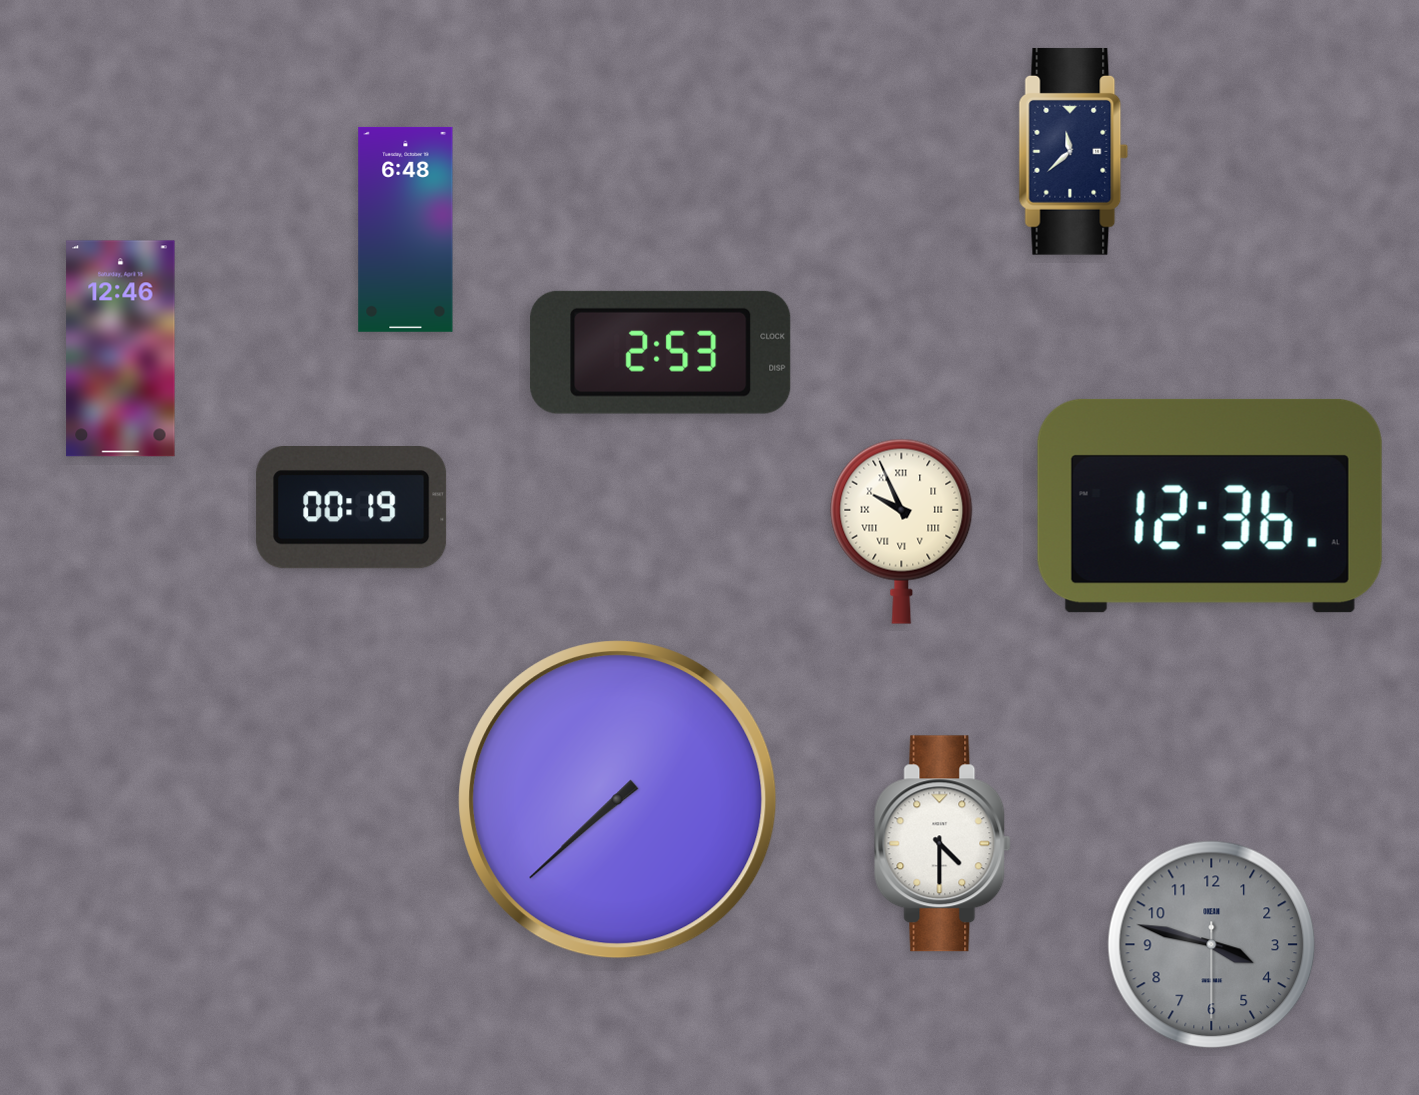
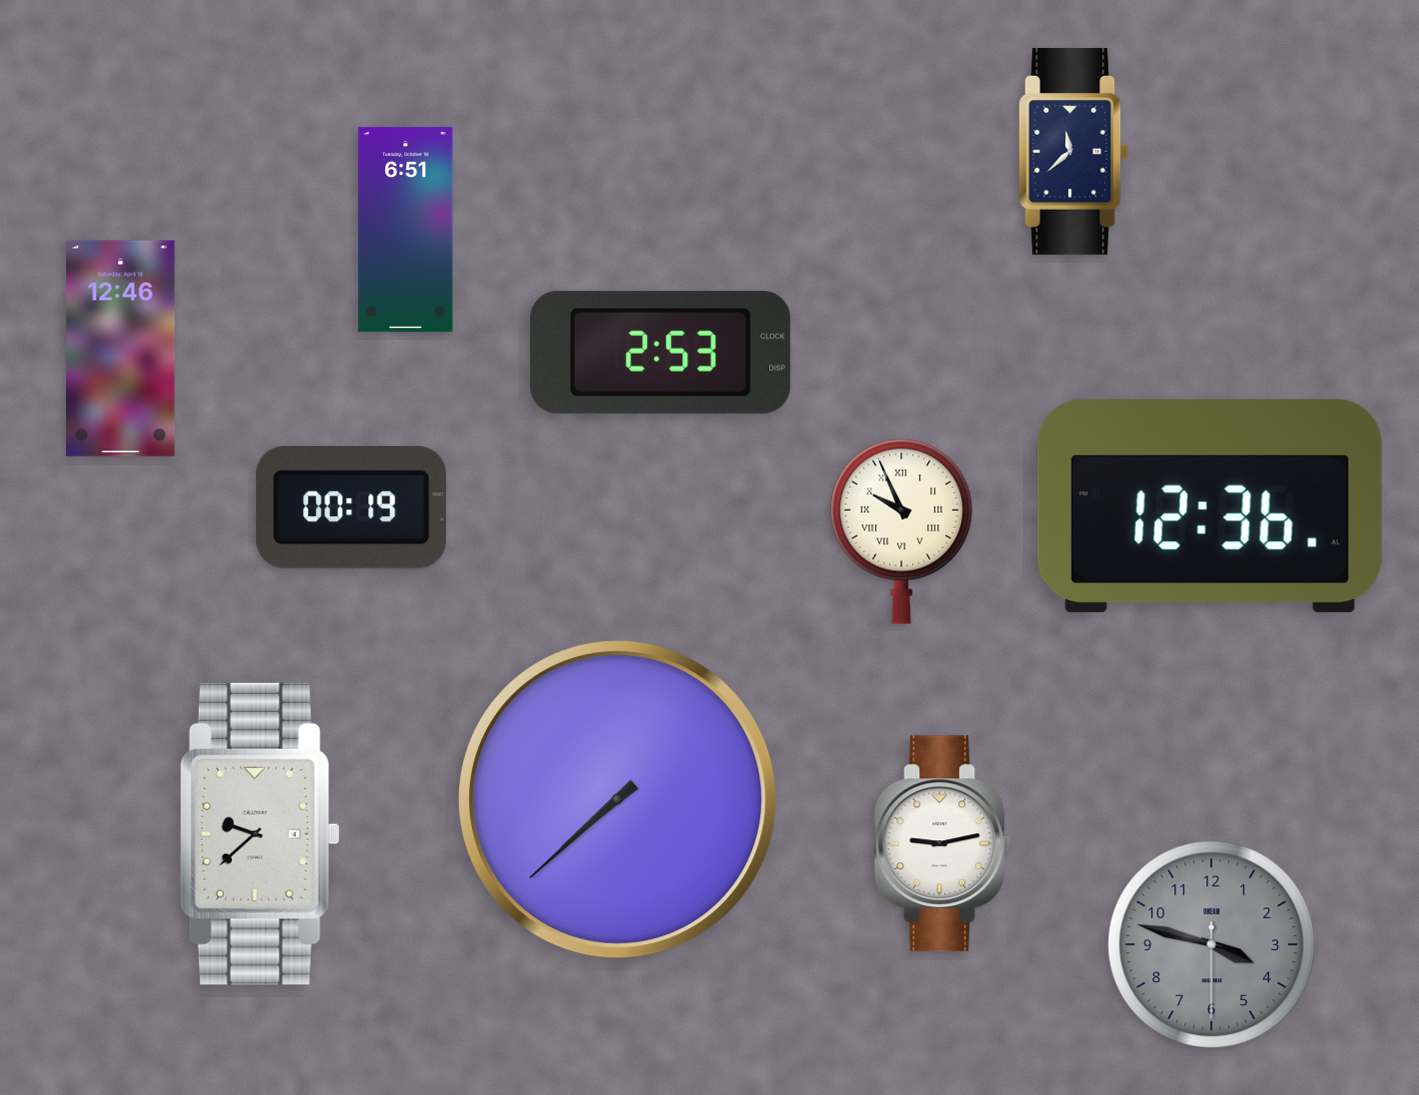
clock at (406, 229): 6:48 -> 6:51
clock at (260, 834): none -> 9:38
clock at (943, 844): 4:30 -> 9:13
